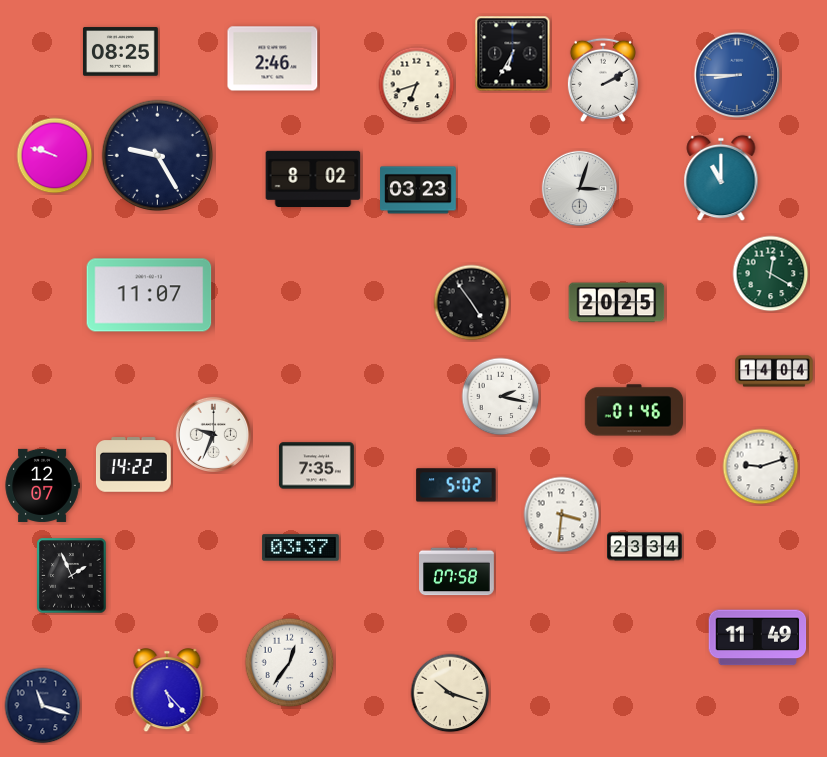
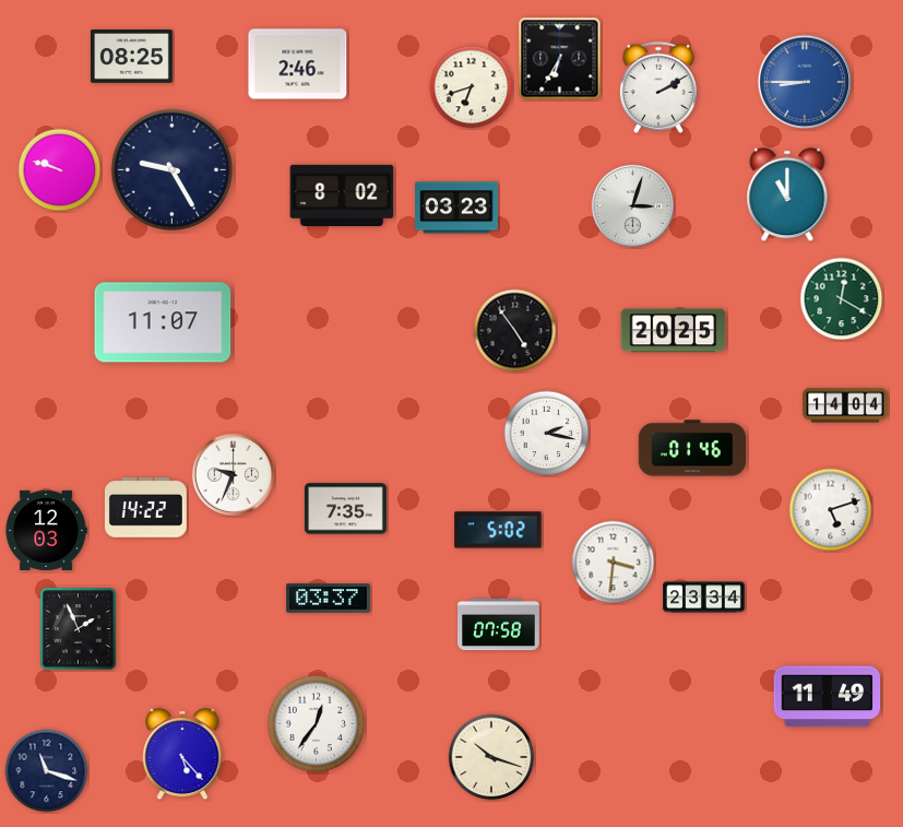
clock at (417, 85) position: (417, 85) -> (472, 87)
clock at (761, 467): 9:12 -> 5:12
clock at (42, 485): 12:07 -> 12:03
